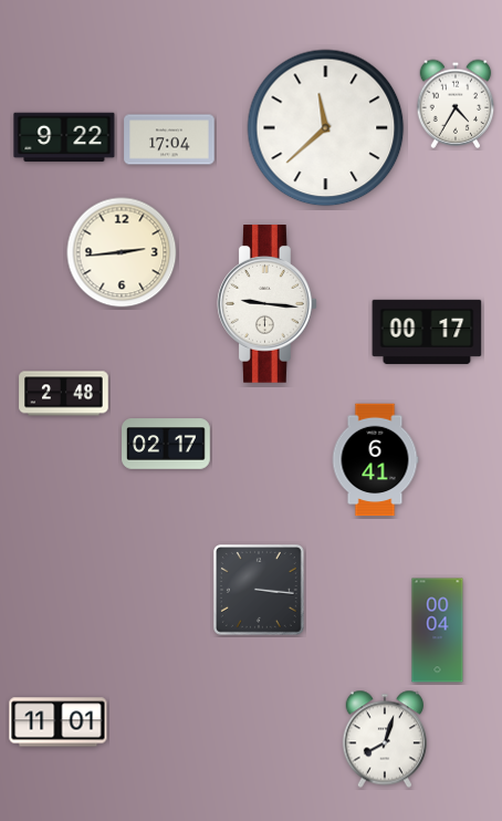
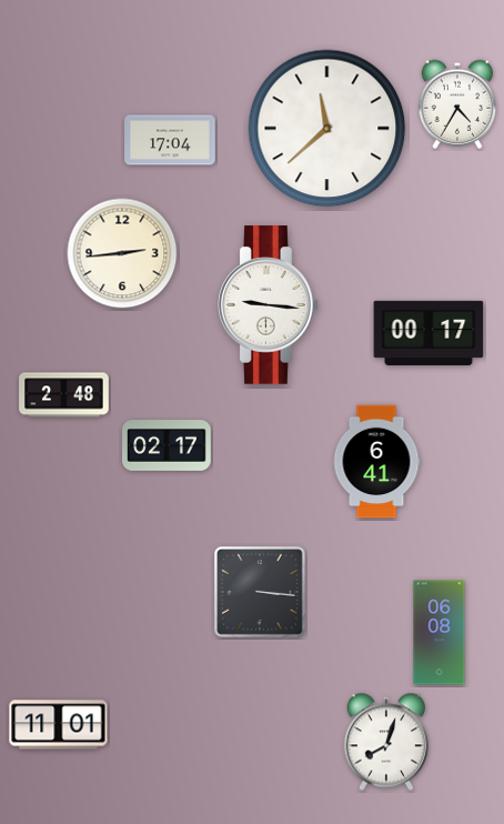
clock at (64, 137): 9:22 -> none
clock at (438, 631): 00:04 -> 06:08
